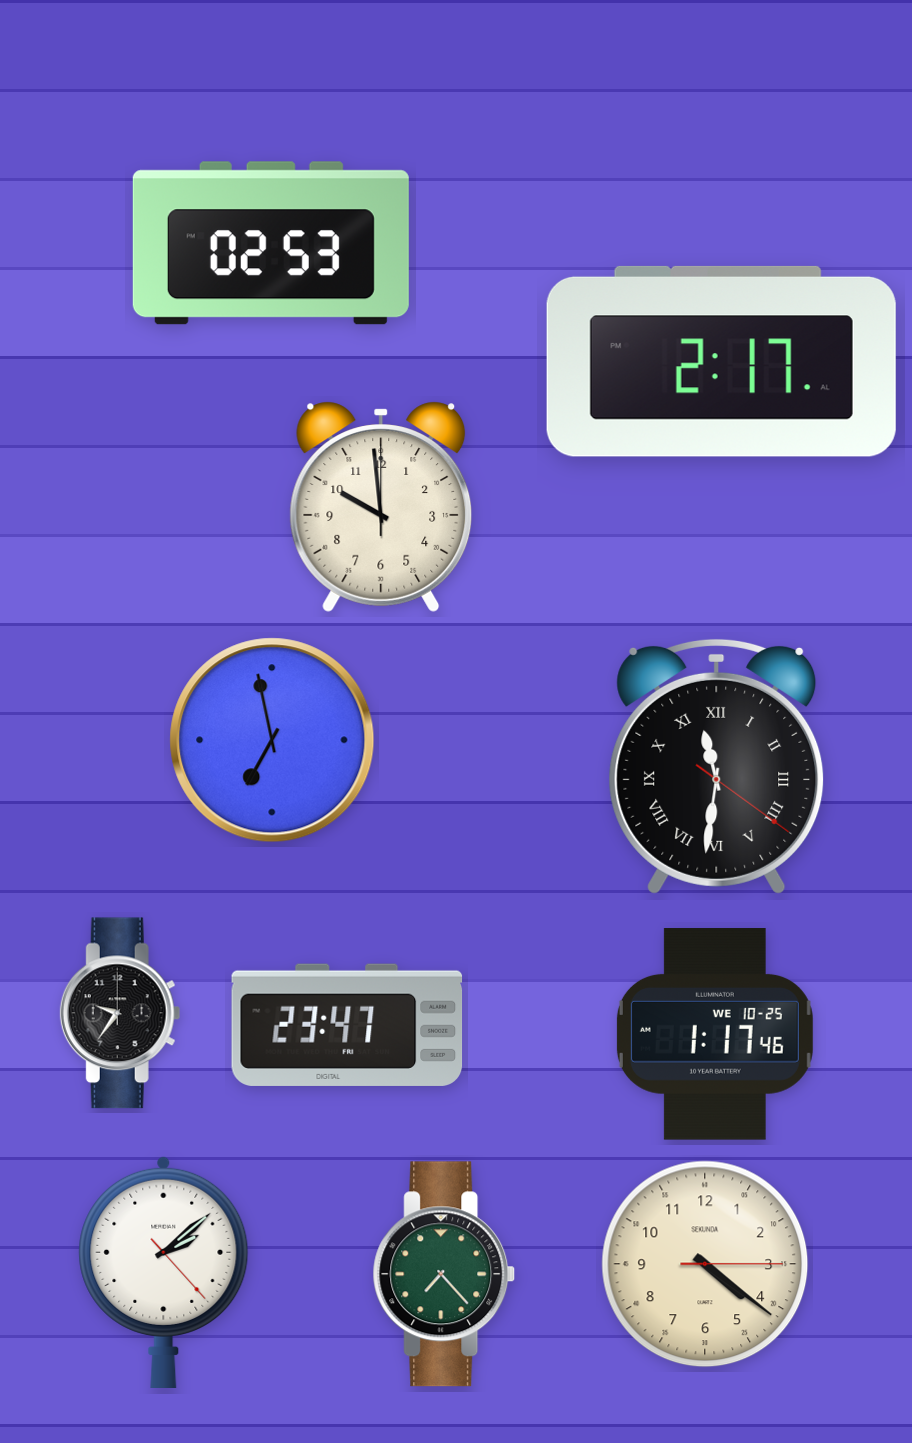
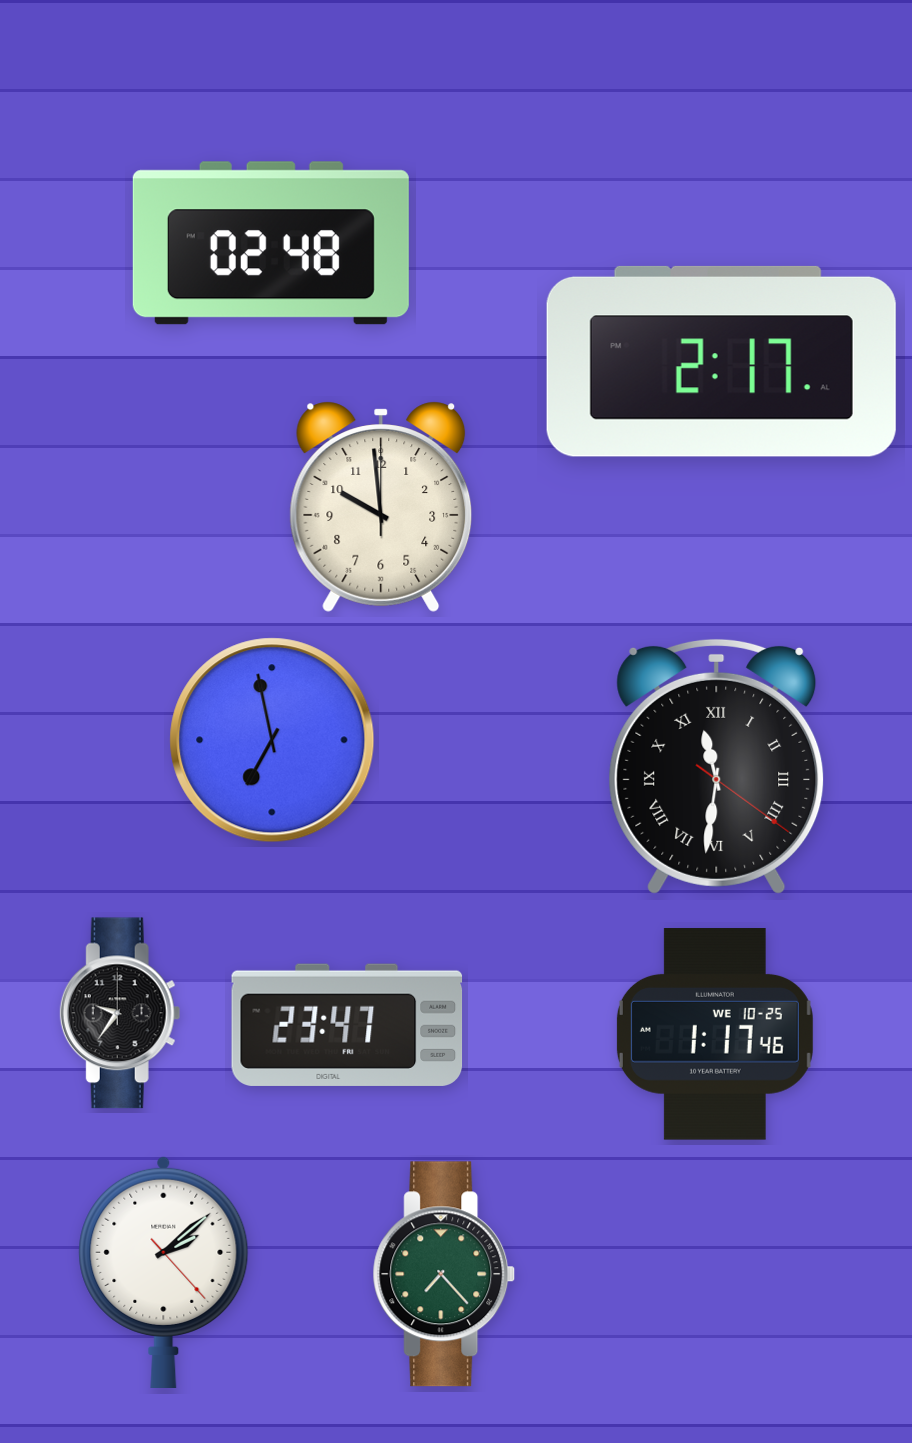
clock at (271, 243): 02:53 -> 02:48
clock at (705, 1264): 4:21 -> none
